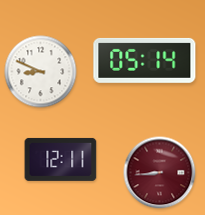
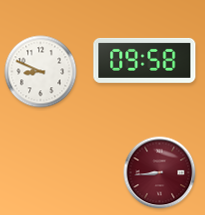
clock at (145, 60): 05:14 -> 09:58
clock at (61, 159): 12:11 -> none
